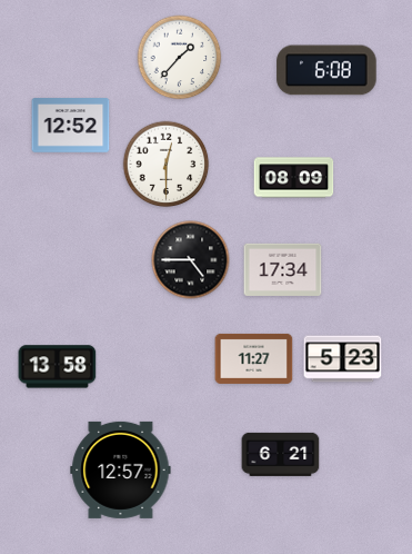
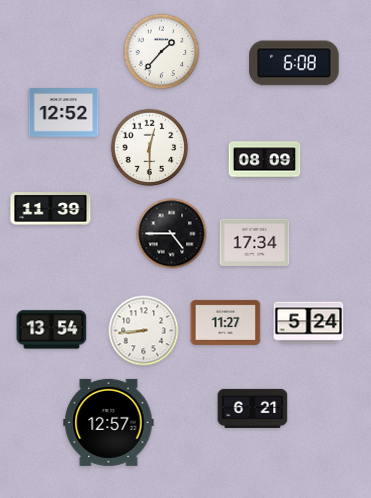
clock at (51, 209): none -> 11:39
clock at (254, 358) position: (254, 358) -> (226, 322)
clock at (343, 359): 5:23 -> 5:24
clock at (58, 367): 13:58 -> 13:54
clock at (144, 331): none -> 8:44
